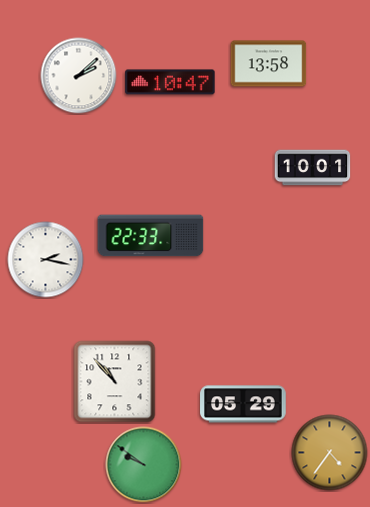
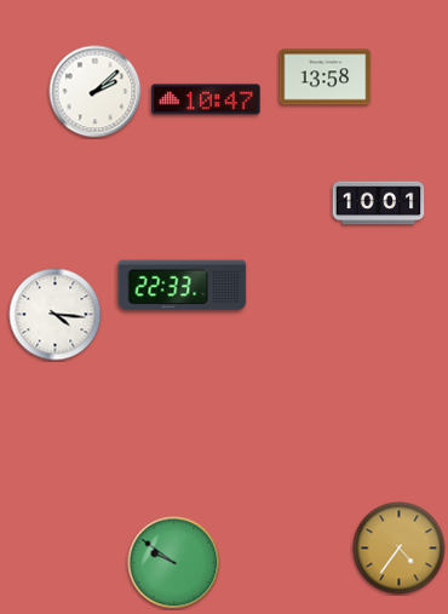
clock at (46, 260): 2:17 -> 4:16
clock at (115, 382): 10:53 -> none
clock at (243, 404): 05:29 -> none
